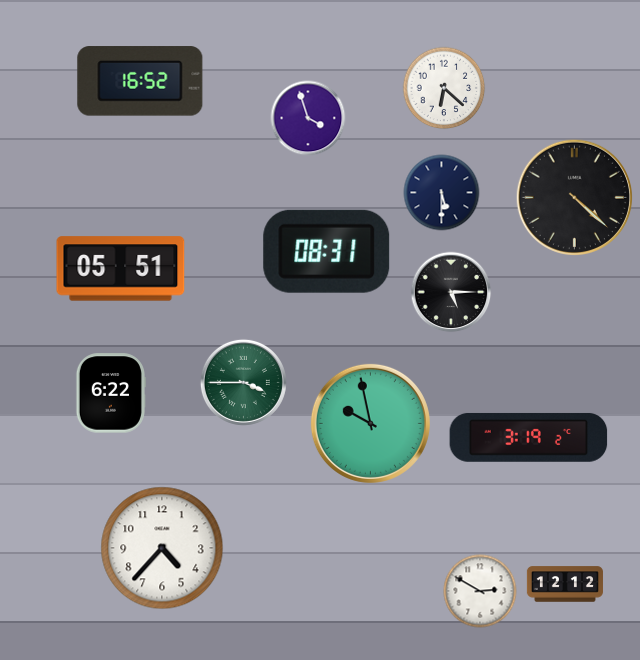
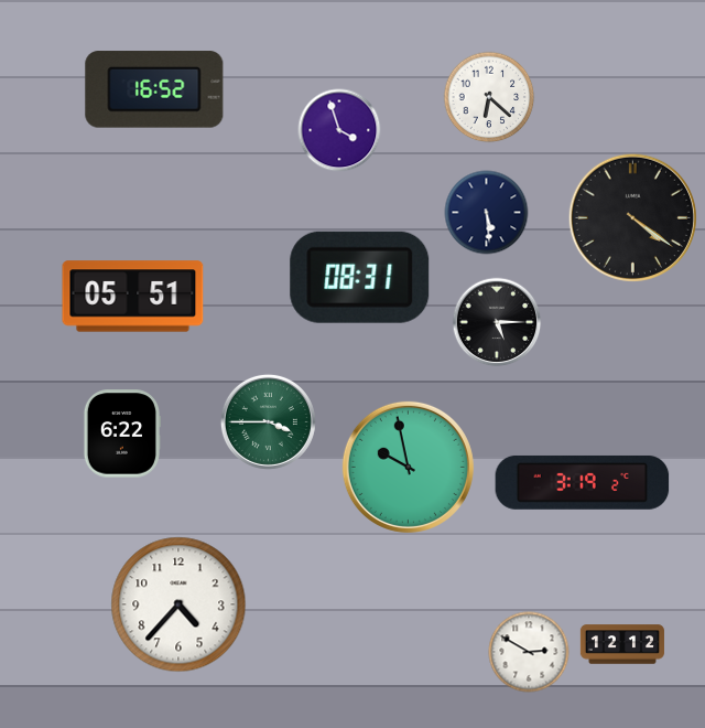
clock at (442, 193): 5:30 -> 5:29
clock at (574, 197): 4:22 -> 4:21
